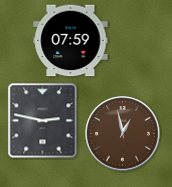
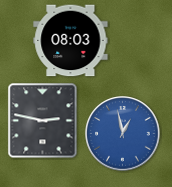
clock at (71, 41): 07:59 -> 08:03
clock at (123, 134) dial: brown -> blue
